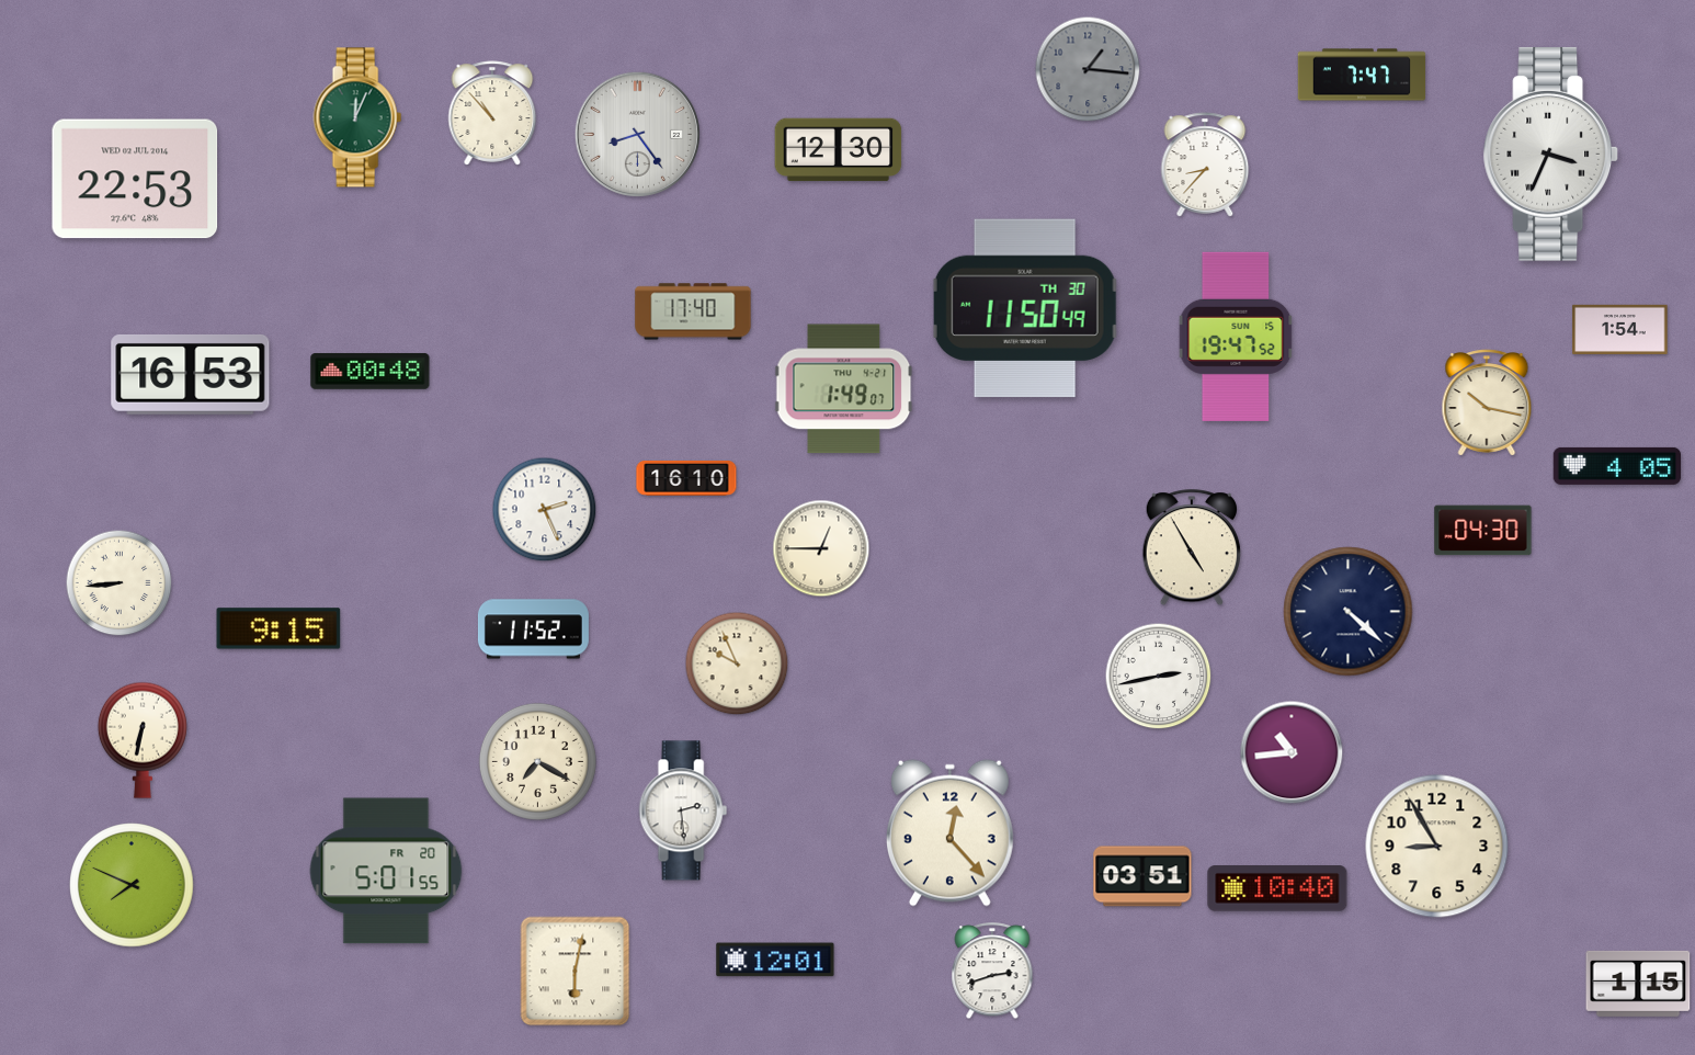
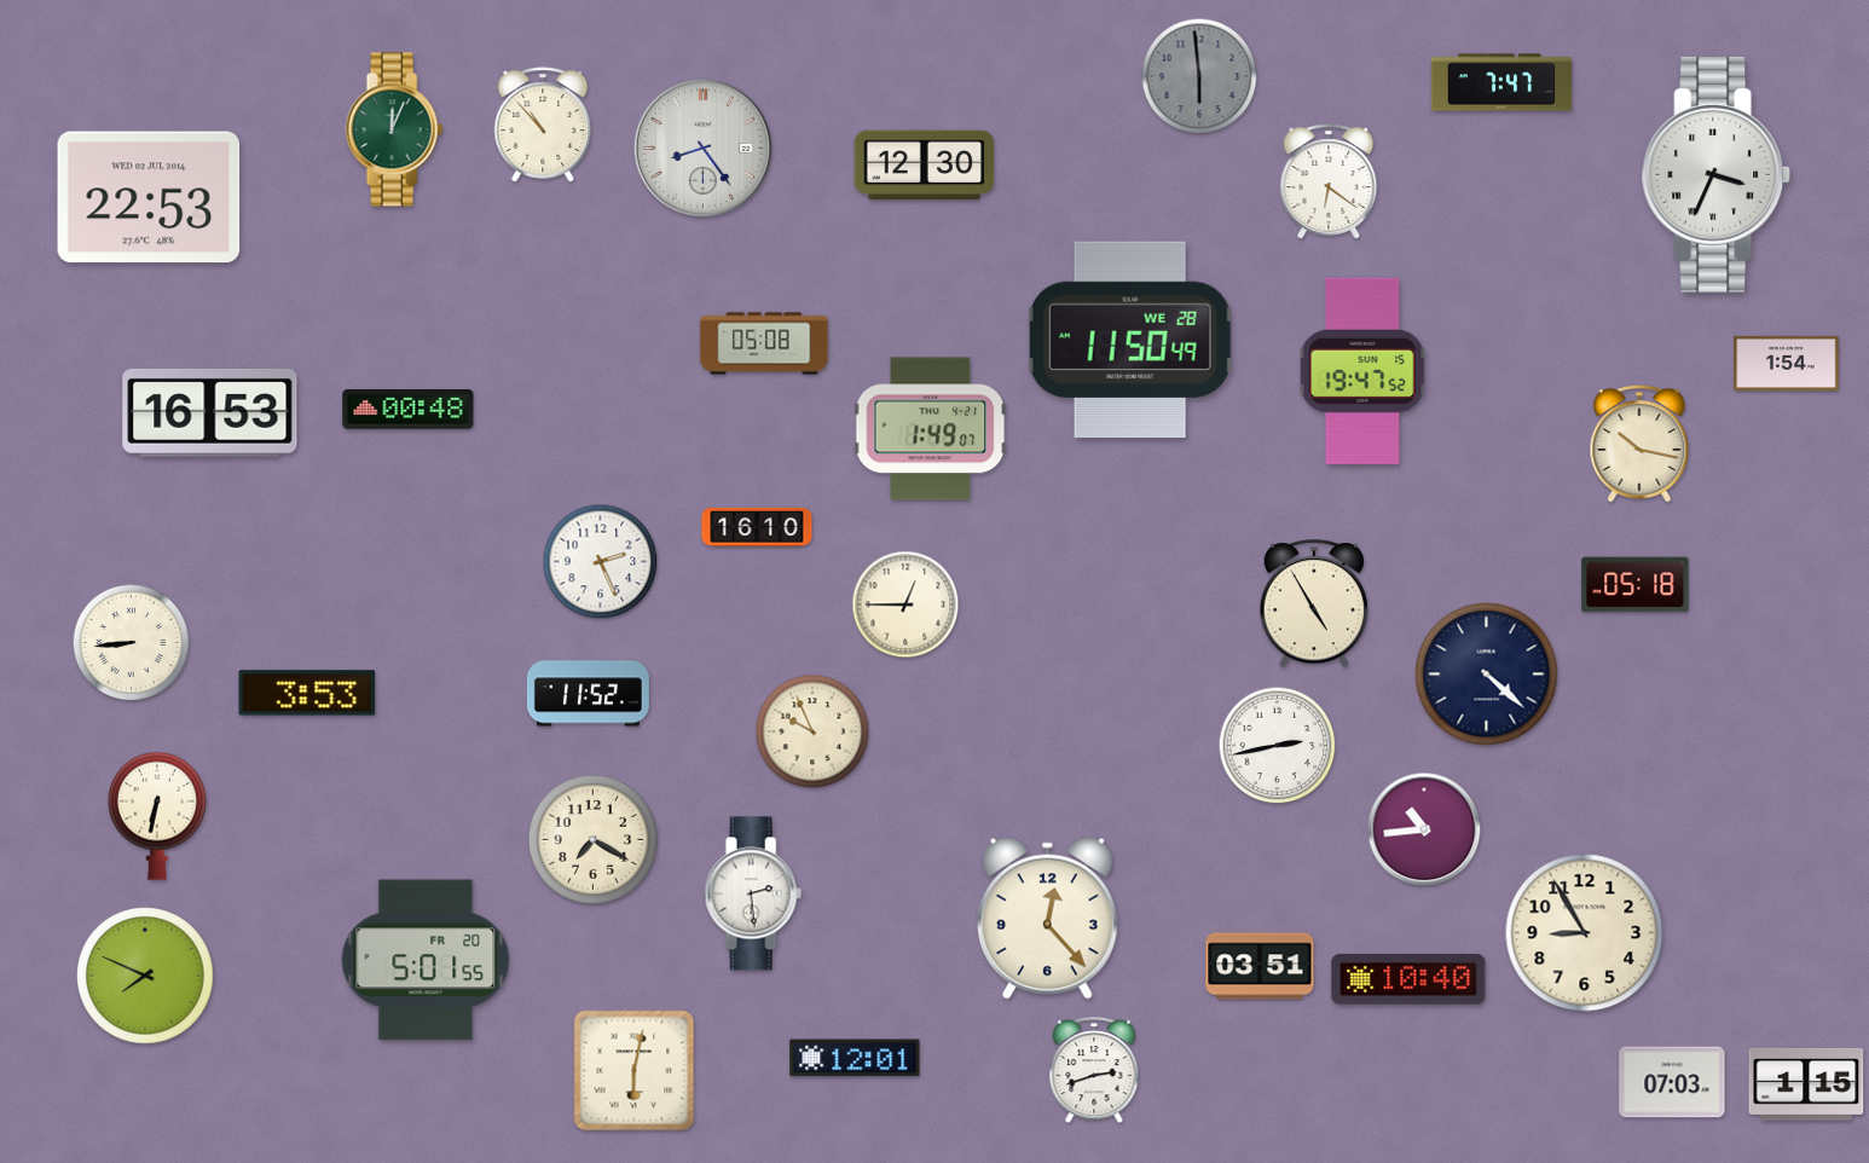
clock at (1088, 69): 1:16 -> 5:59
clock at (1551, 154) position: (1551, 154) -> (1717, 174)
clock at (1205, 165): 8:37 -> 6:21
clock at (1025, 308) date: TH 30 -> WE 28
clock at (693, 311): 17:40 -> 05:08
clock at (1617, 466): 4:05 -> none
clock at (1483, 531): 04:30 -> 05:18
clock at (278, 628): 9:15 -> 3:53
clock at (1672, 1082): none -> 07:03
